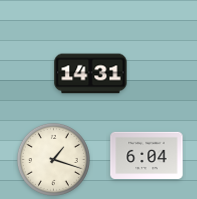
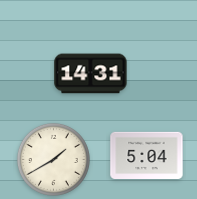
clock at (147, 156): 6:04 -> 5:04
clock at (53, 159): 1:18 -> 1:40
